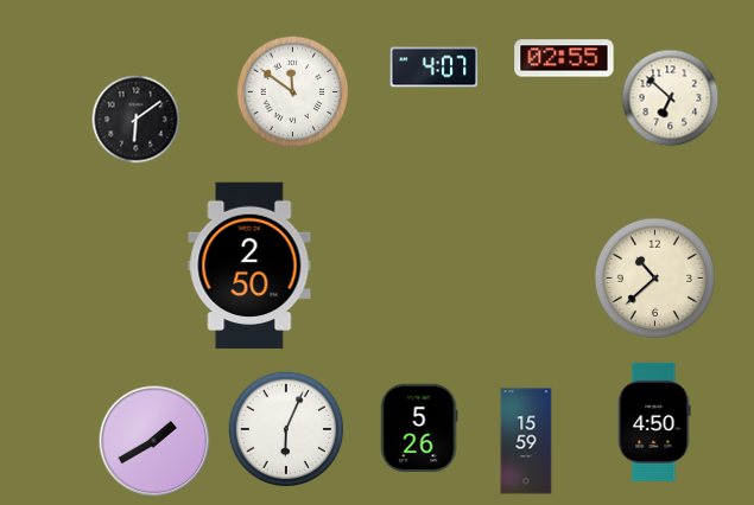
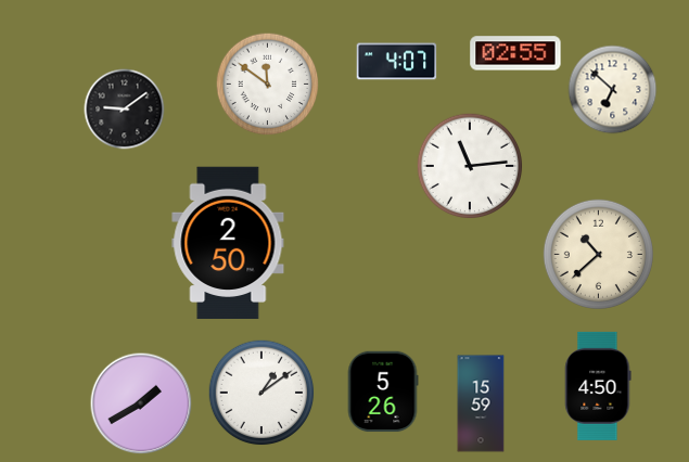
clock at (137, 120): 6:09 -> 9:09
clock at (470, 166): none -> 11:14
clock at (286, 429): 6:04 -> 1:09
